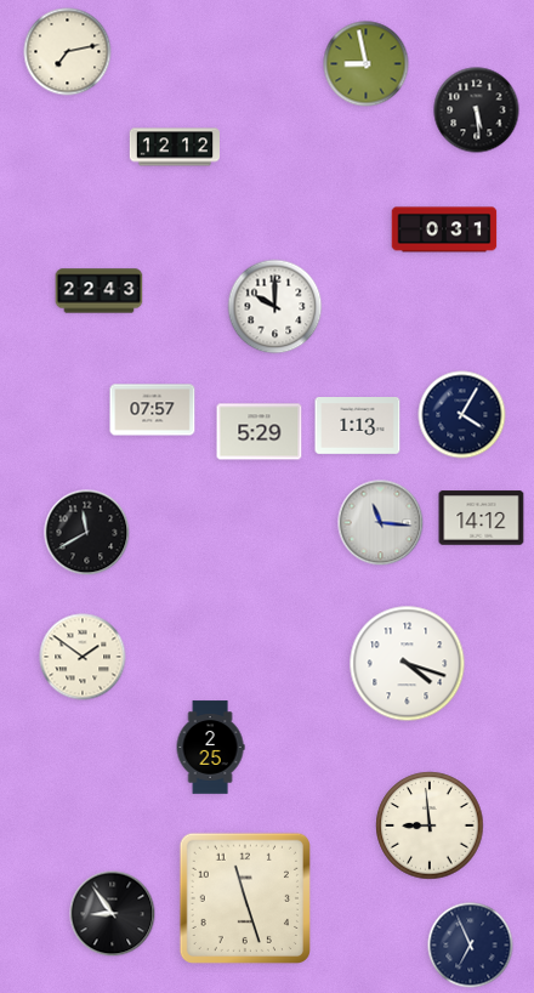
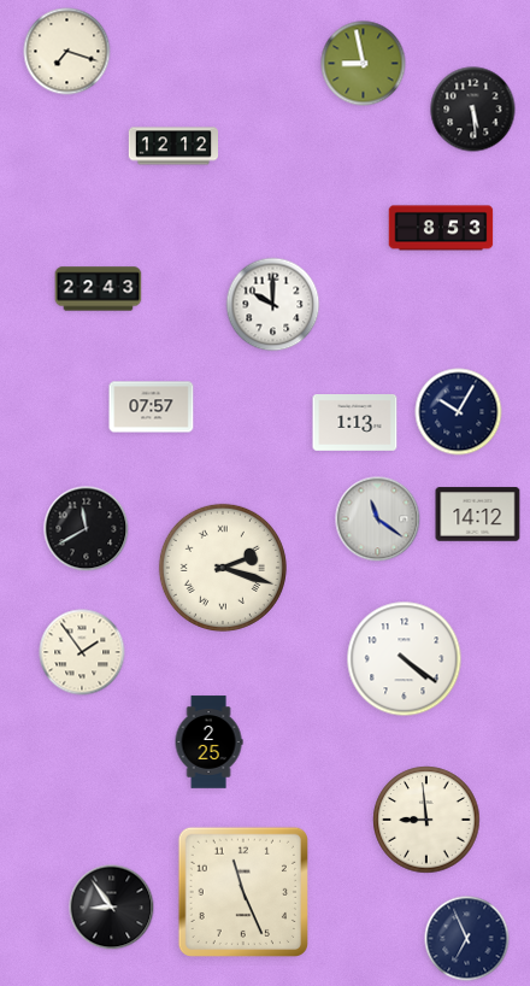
clock at (68, 52): 7:13 -> 7:18
clock at (444, 229): 0:31 -> 8:53
clock at (462, 415): 4:05 -> 10:05
clock at (260, 432): 5:29 -> none
clock at (381, 523): 11:16 -> 11:21
clock at (223, 568): none -> 2:18
clock at (83, 657): 1:51 -> 1:54
clock at (408, 664): 4:18 -> 4:21
clock at (245, 898): 11:27 -> 11:26
